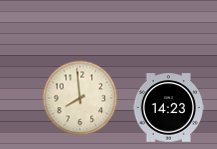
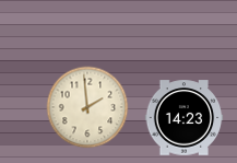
clock at (80, 98): 7:59 -> 1:59
